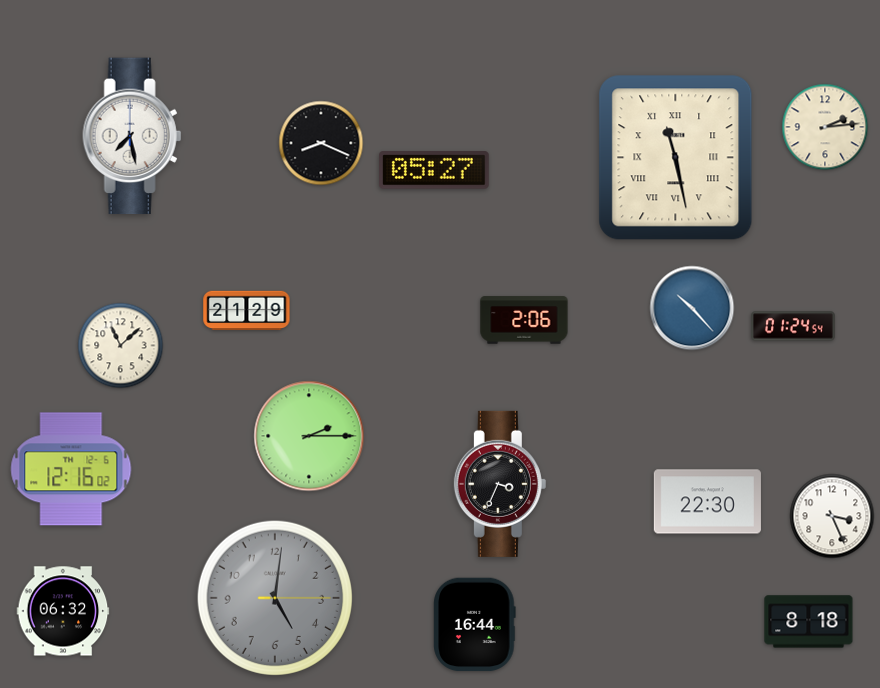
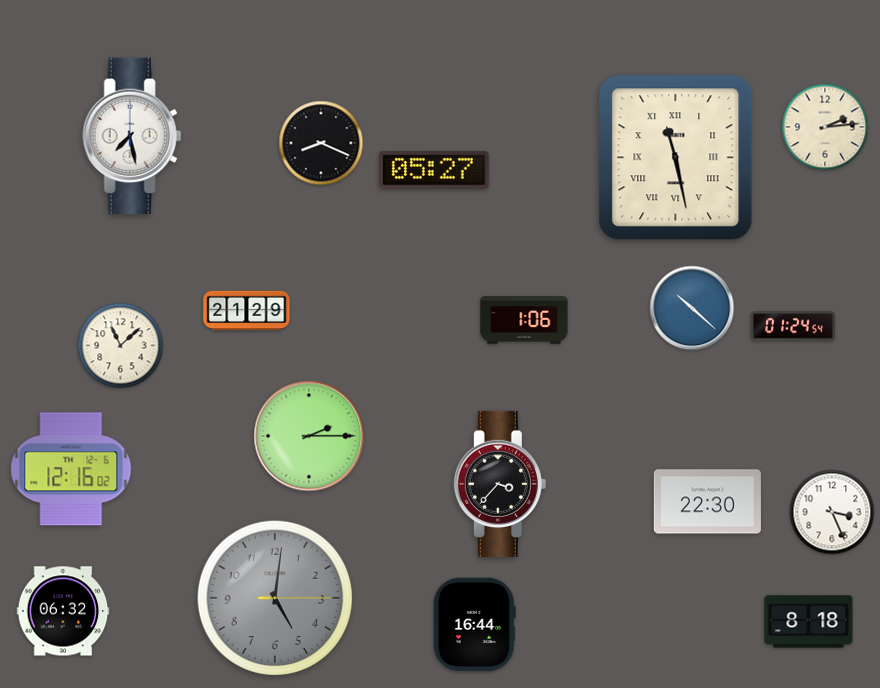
clock at (692, 308): 10:23 -> 10:22
clock at (524, 320): 2:06 -> 1:06
clock at (500, 484): 3:34 -> 3:37
clock at (832, 516) position: (832, 516) -> (832, 512)
